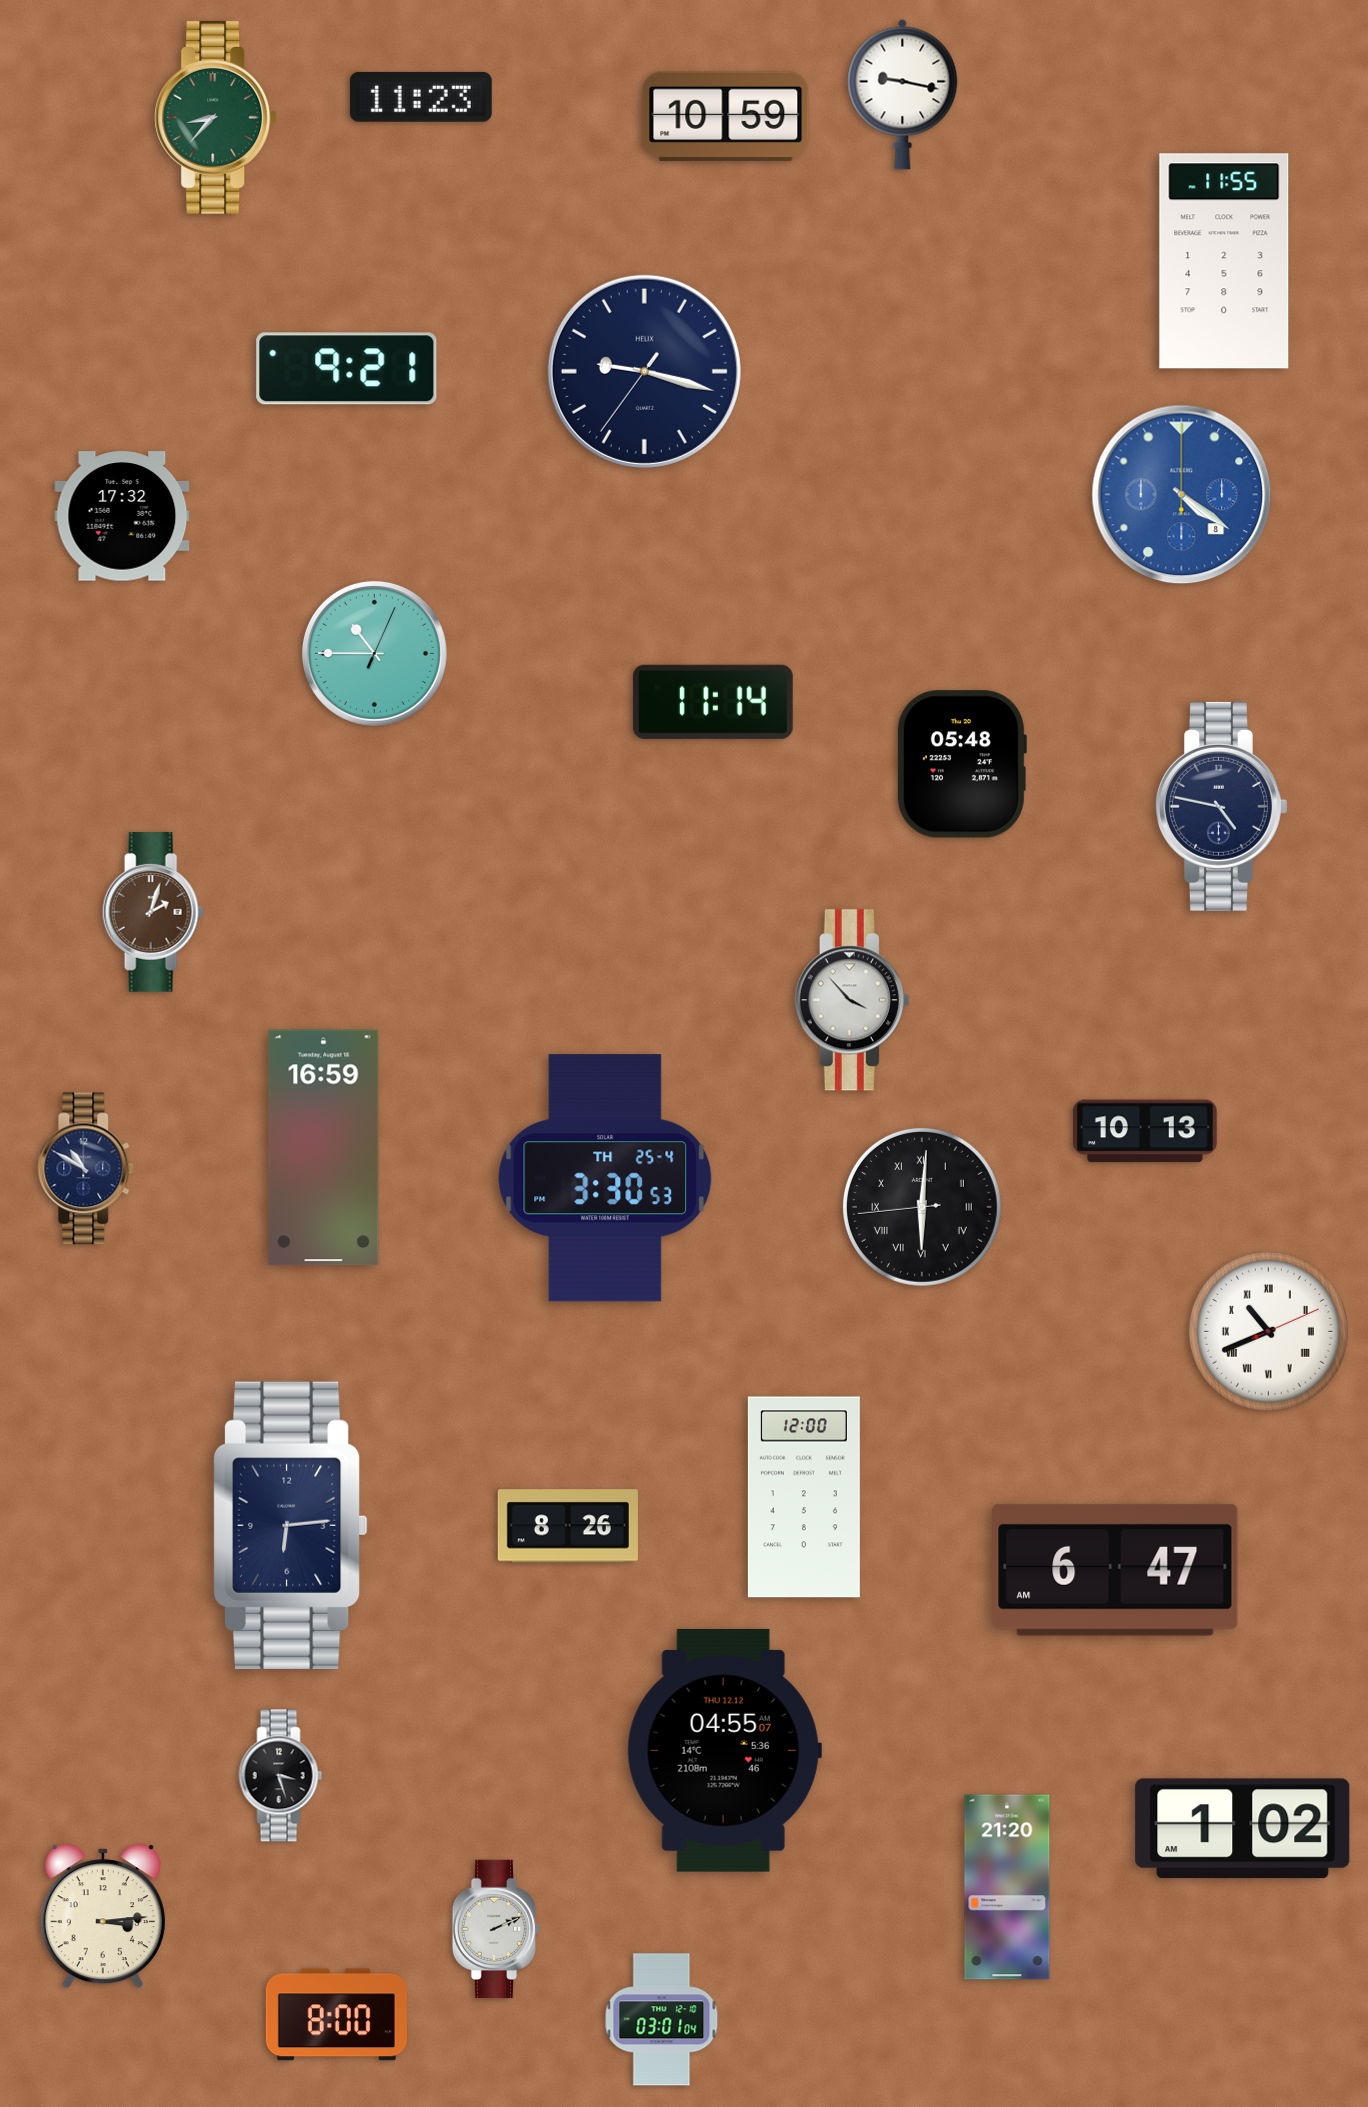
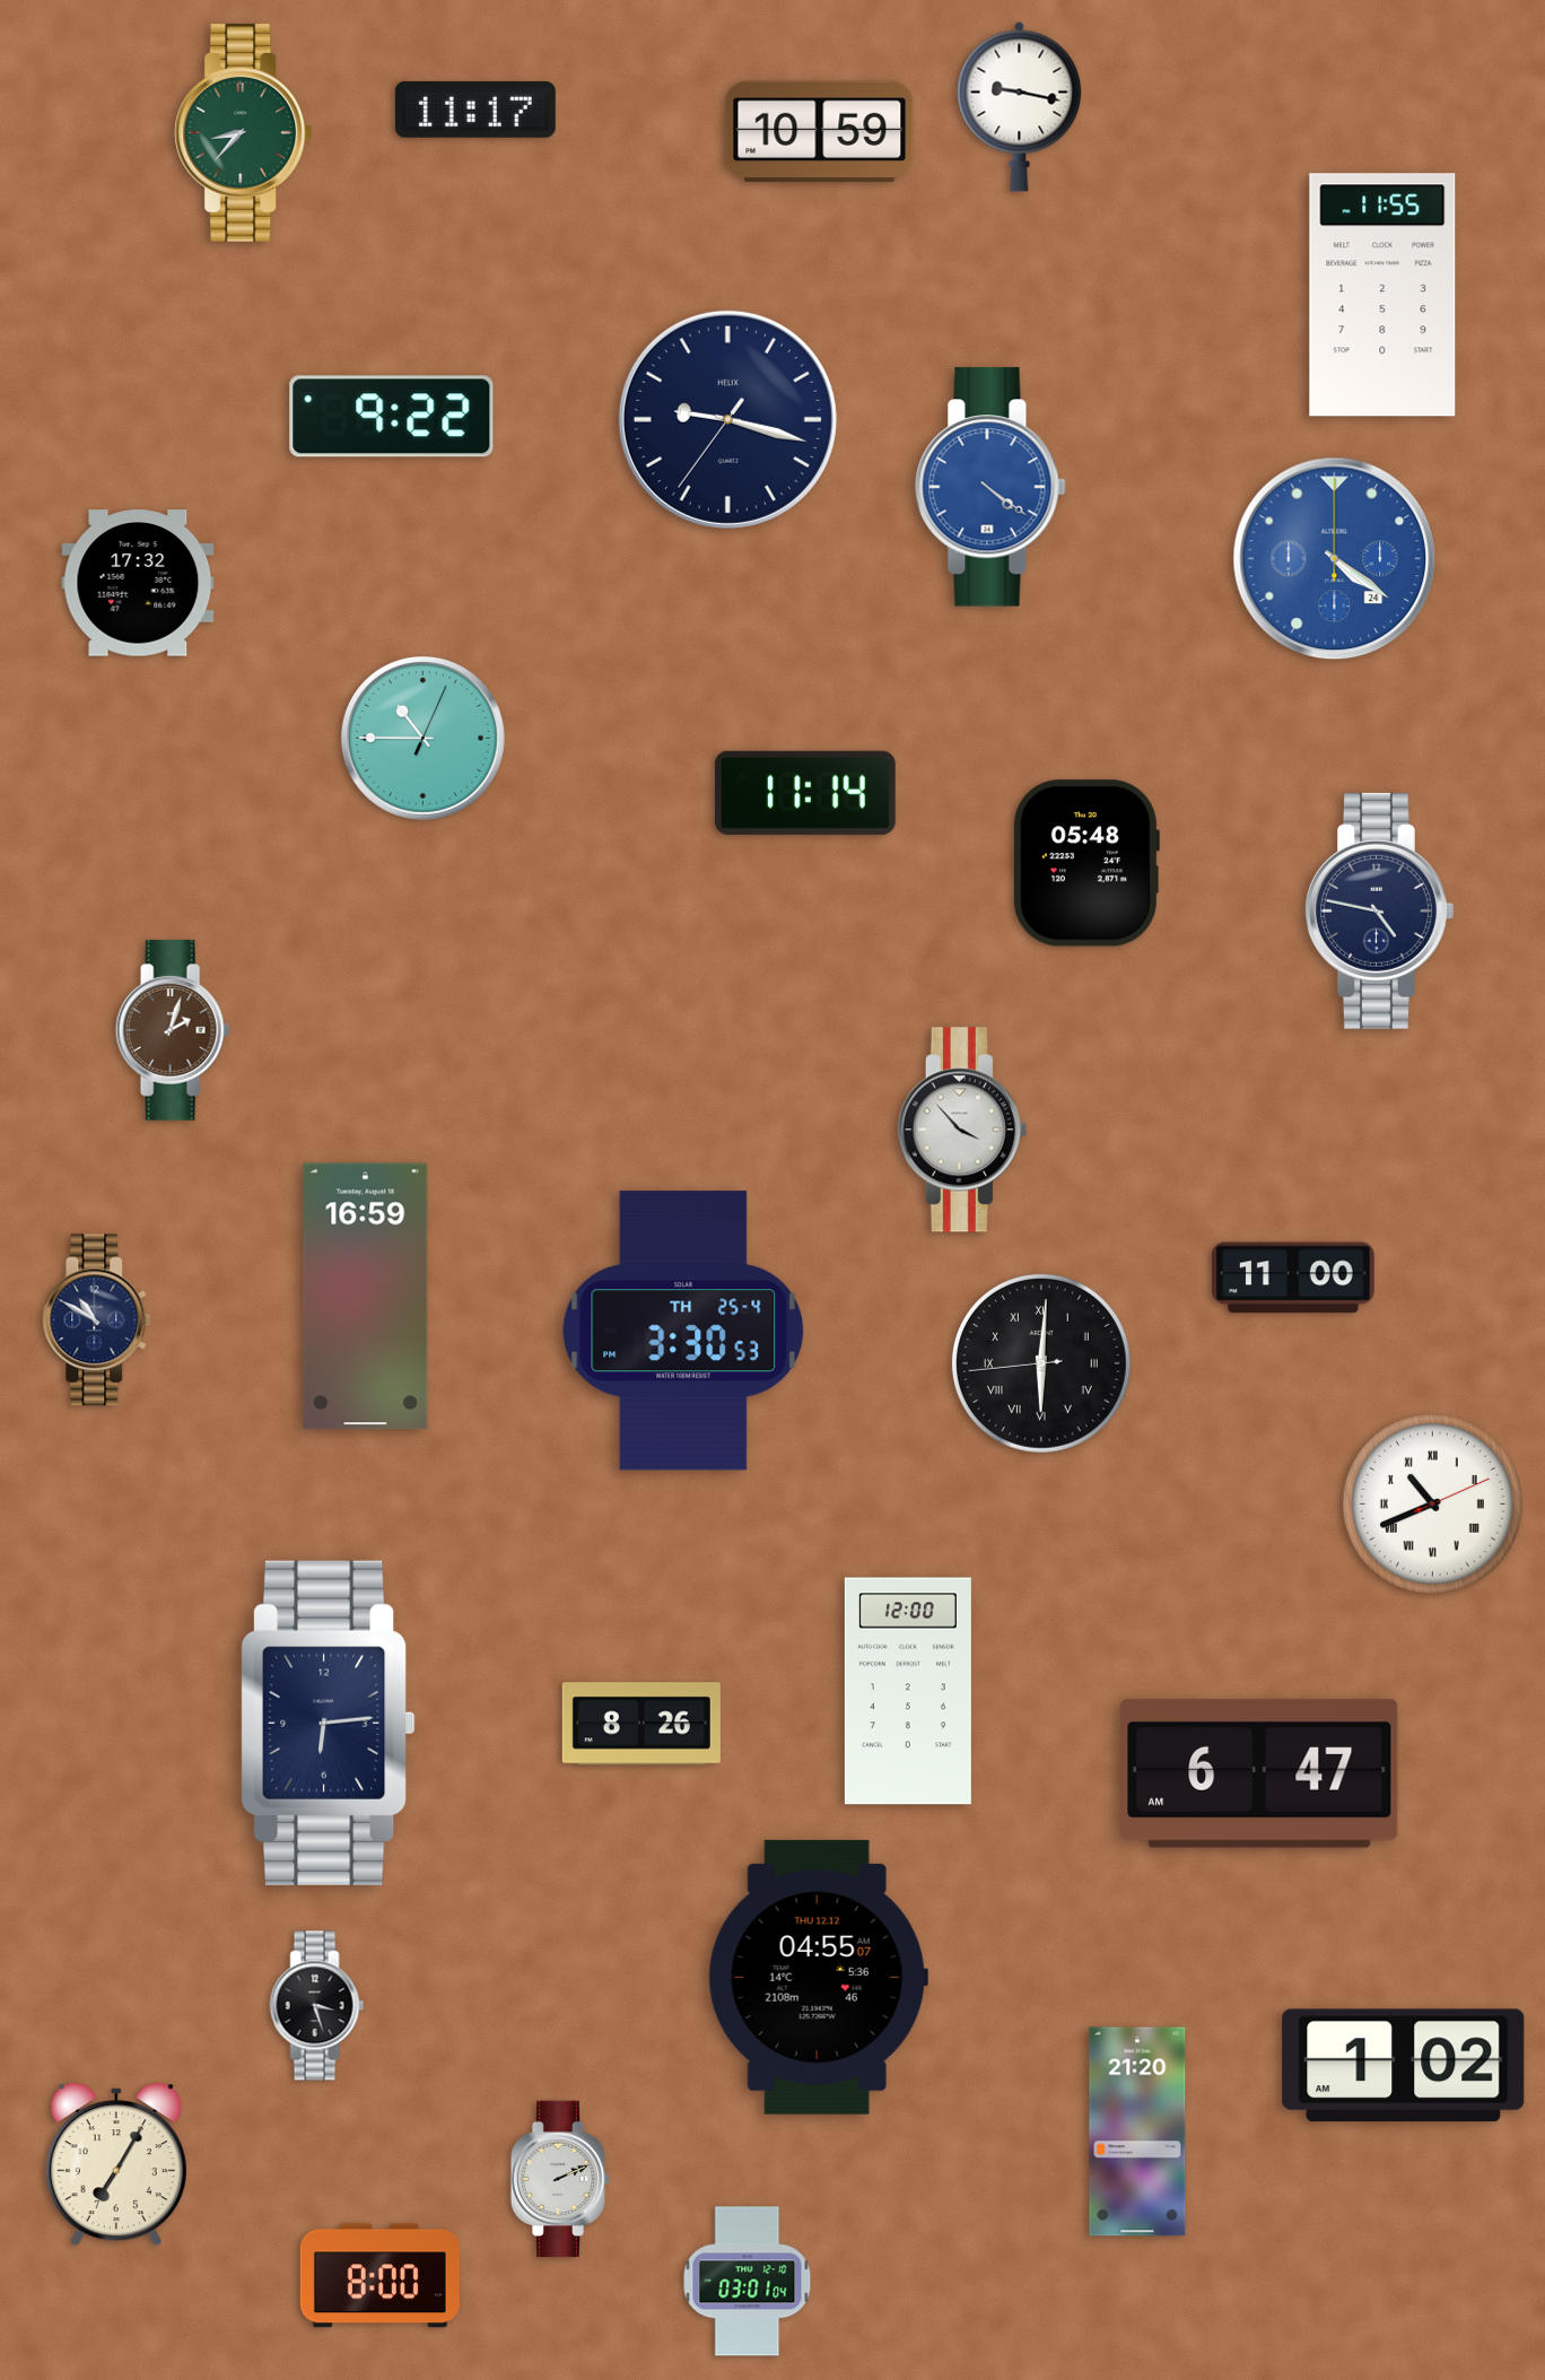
clock at (421, 97): 11:23 -> 11:17
clock at (347, 369): 9:21 -> 9:22
clock at (990, 487): none -> 4:21
clock at (1182, 495) date: 8 -> 24
clock at (1146, 1131): 10:13 -> 11:00
clock at (103, 1916): 3:14 -> 7:05
